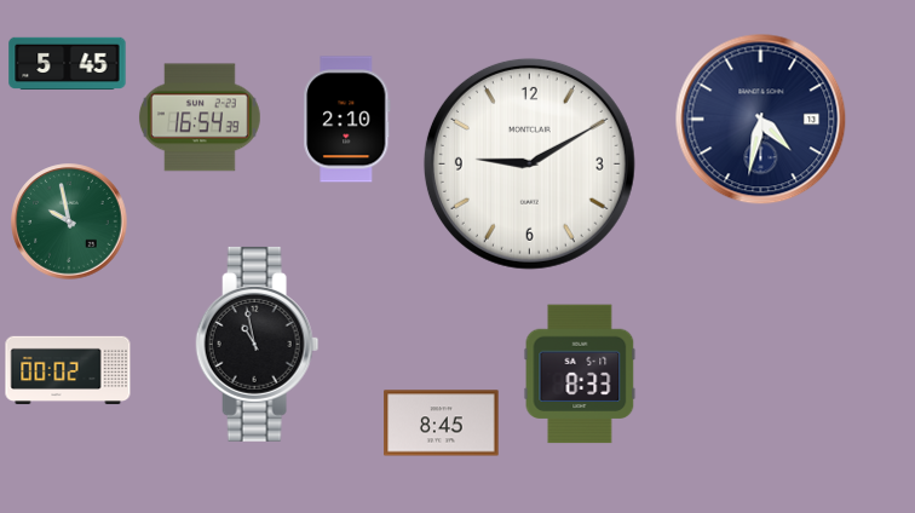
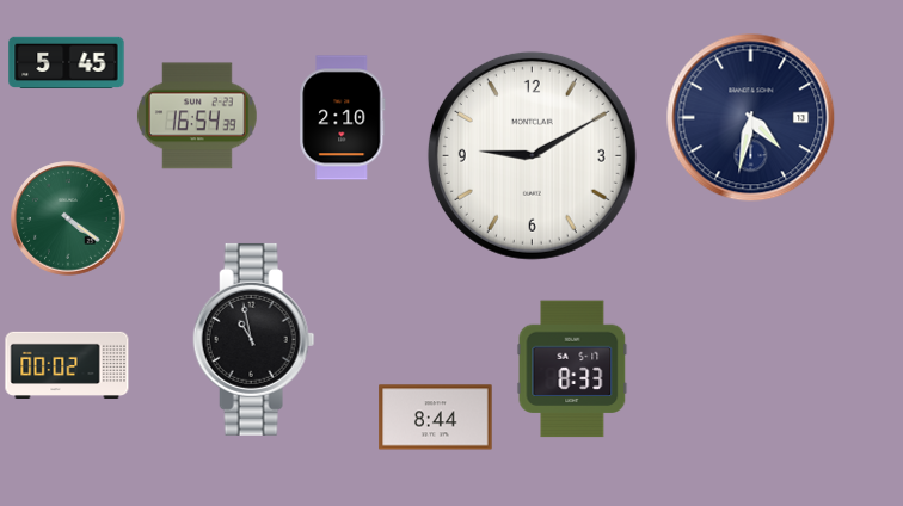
clock at (529, 163) position: (529, 163) -> (532, 155)
clock at (69, 221): 9:58 -> 4:21
clock at (442, 423): 8:45 -> 8:44
